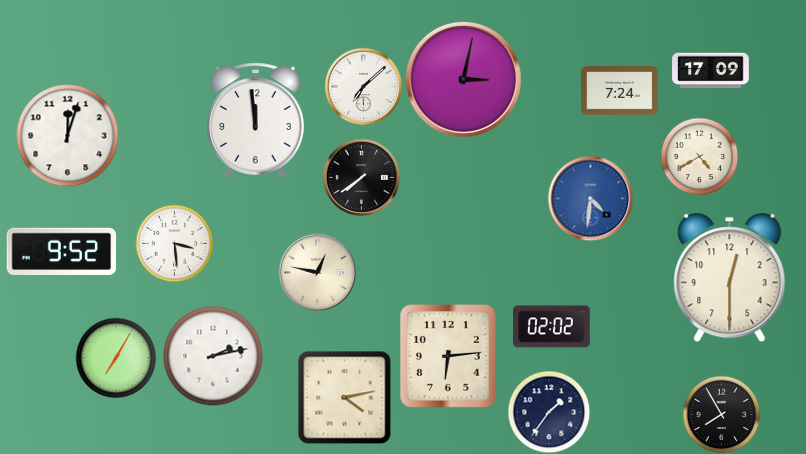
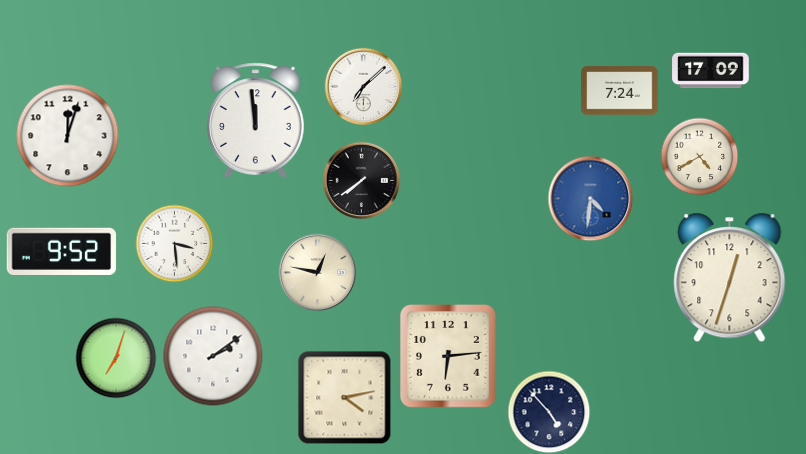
clock at (463, 79): 3:02 -> none
clock at (361, 177) position: (361, 177) -> (361, 180)
clock at (730, 278): 12:30 -> 12:33
clock at (552, 327): 02:02 -> none
clock at (213, 356): 2:13 -> 2:09
clock at (116, 358): 7:05 -> 7:03
clock at (549, 412): 1:36 -> 4:53
clock at (721, 414): 7:55 -> none
